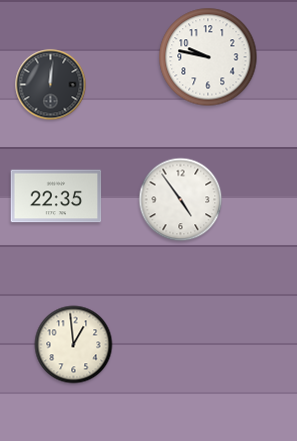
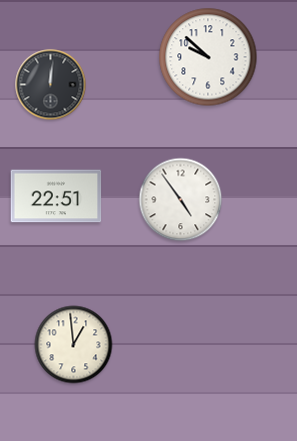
clock at (208, 57): 9:47 -> 9:52
clock at (56, 196): 22:35 -> 22:51
